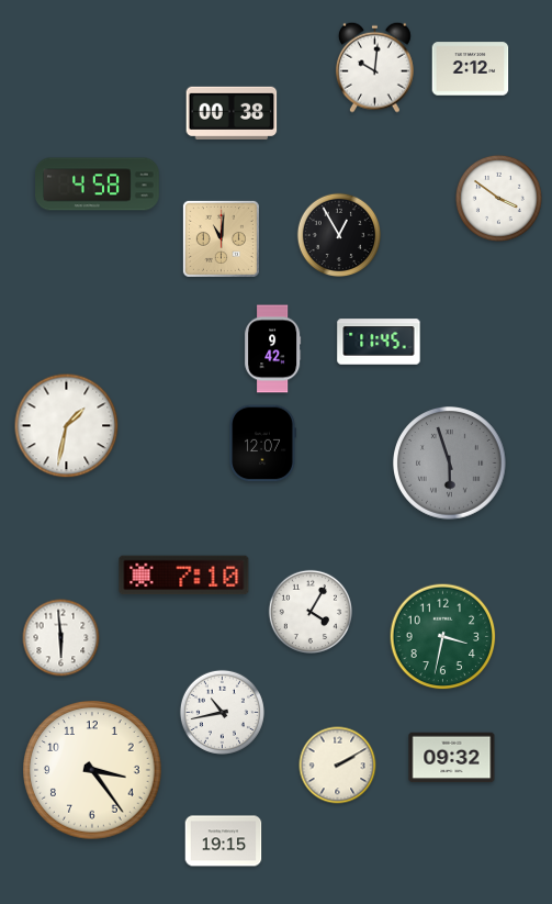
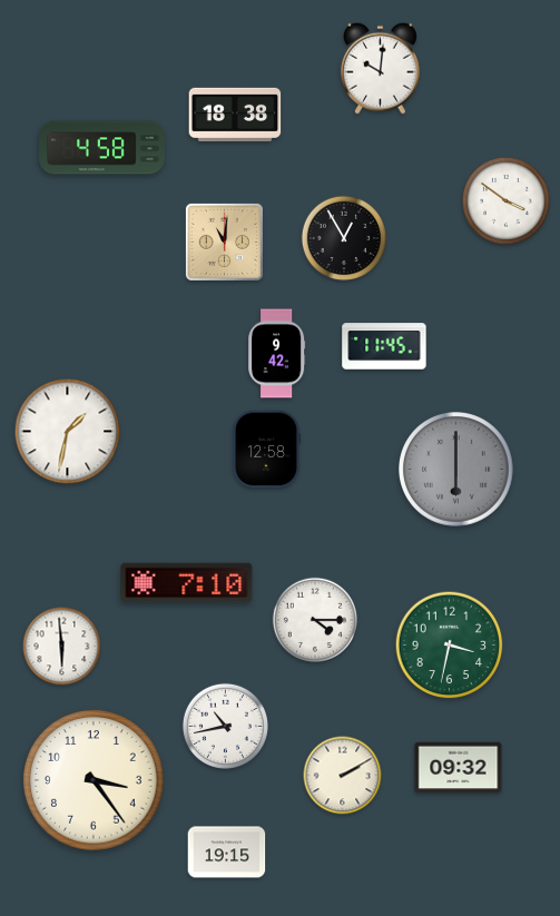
clock at (471, 69): 2:12 -> none
clock at (232, 113): 00:38 -> 18:38
clock at (98, 185) position: (98, 185) -> (102, 148)
clock at (262, 444): 12:07 -> 12:58
clock at (450, 464): 5:57 -> 6:00
clock at (309, 611): 4:05 -> 4:15
clock at (222, 712) position: (222, 712) -> (225, 726)
